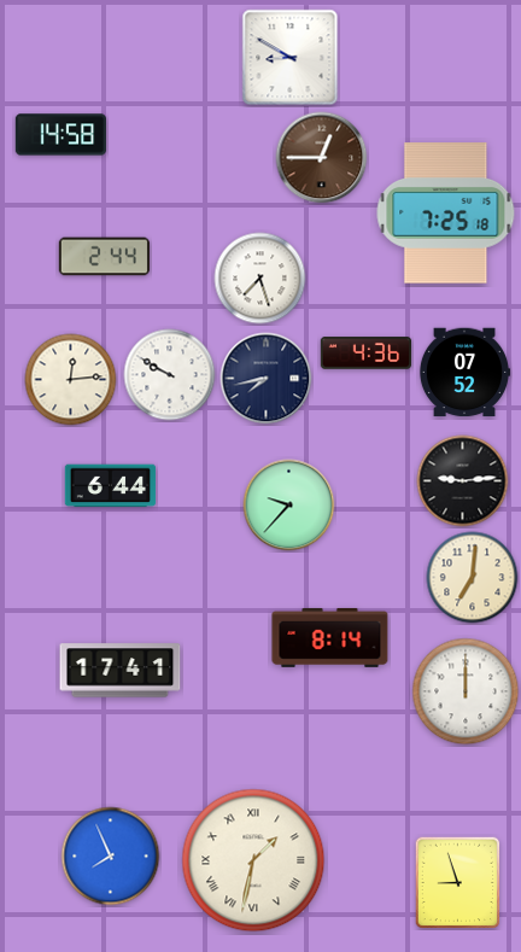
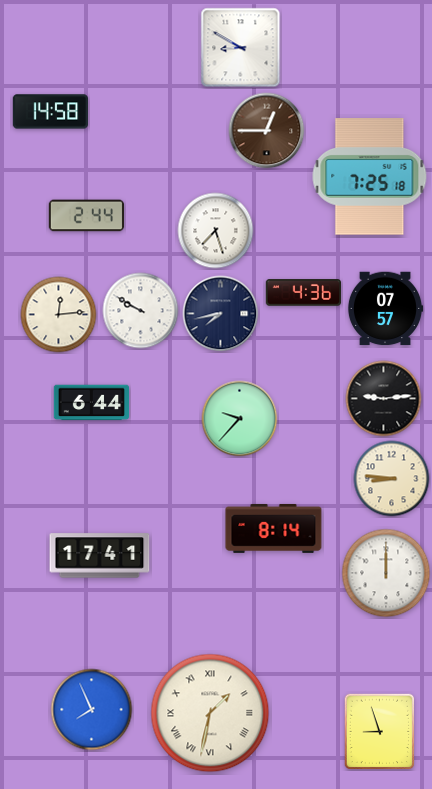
clock at (105, 257) position: (105, 257) -> (87, 216)
clock at (464, 373): 07:52 -> 07:57
clock at (473, 578): 7:01 -> 8:46
